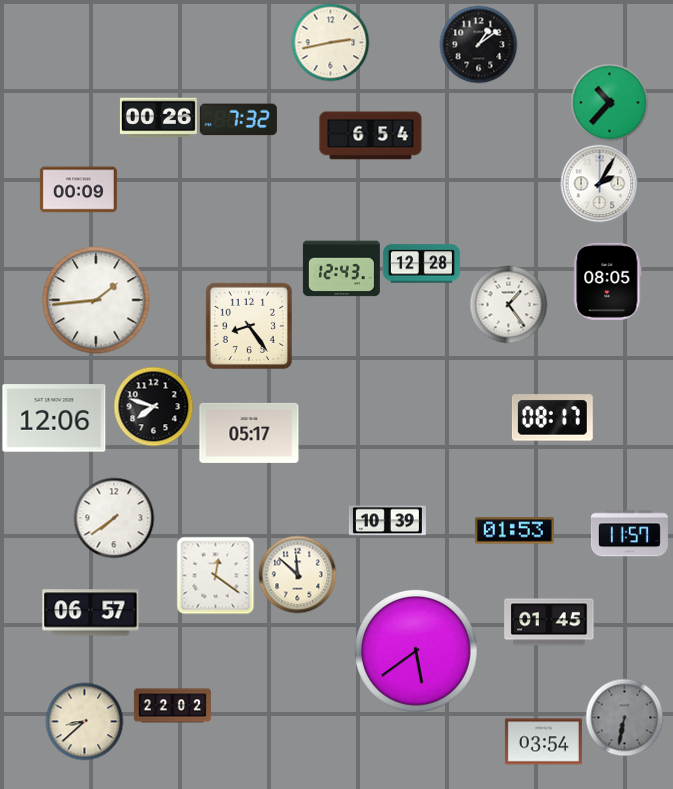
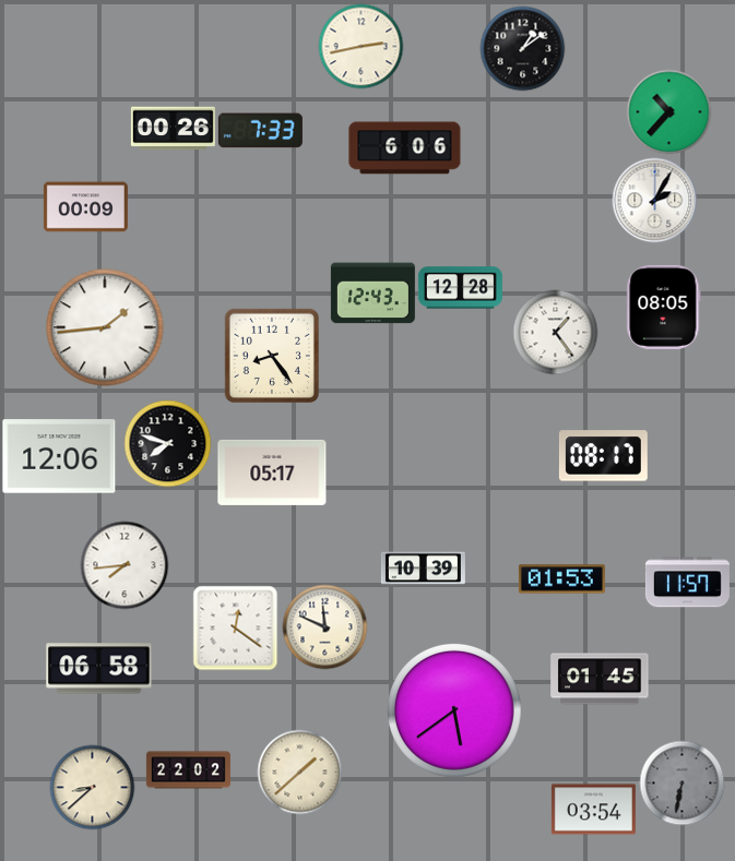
clock at (609, 102) position: (609, 102) -> (668, 111)
clock at (238, 120): 7:32 -> 7:33
clock at (371, 136): 6:54 -> 6:06
clock at (114, 518): 7:39 -> 7:44
clock at (297, 574): 11:52 -> 11:49
clock at (91, 613): 06:57 -> 06:58
clock at (299, 772): none -> 1:38
